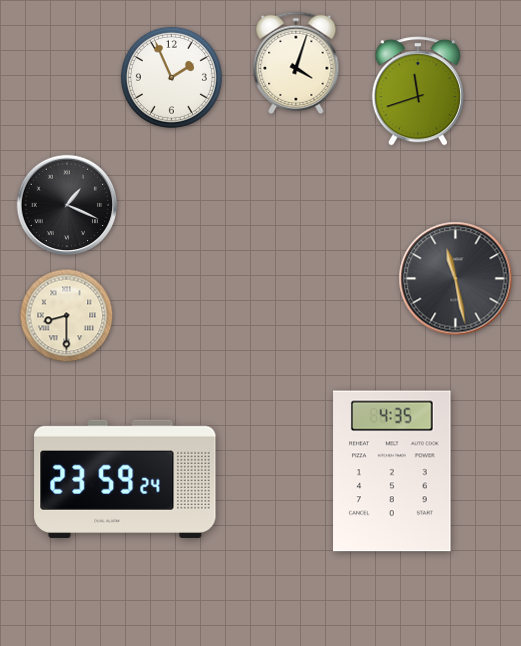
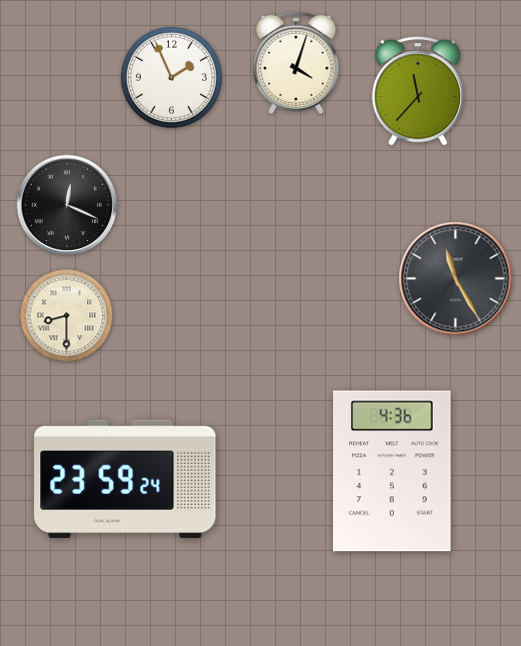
clock at (418, 91): 11:42 -> 11:37
clock at (67, 205): 1:19 -> 12:19
clock at (456, 279): 11:28 -> 11:25
clock at (392, 471): 4:35 -> 4:36
